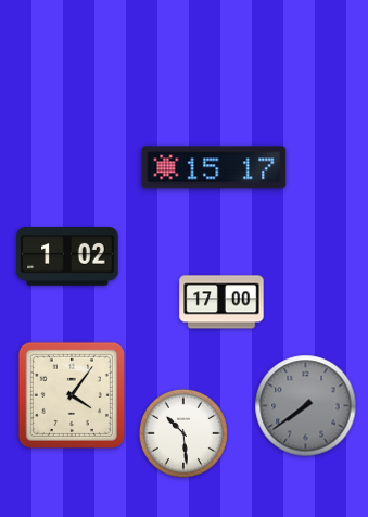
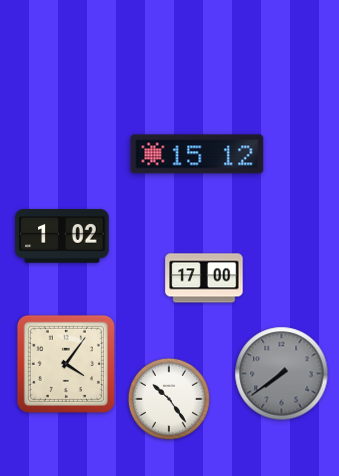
clock at (214, 167): 15:17 -> 15:12
clock at (183, 433): 10:29 -> 10:24
